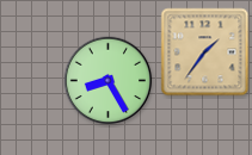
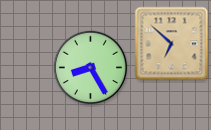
clock at (205, 52): 1:36 -> 6:52
